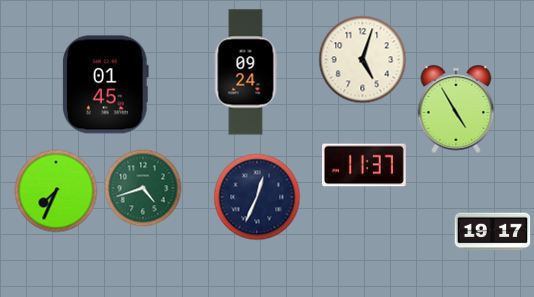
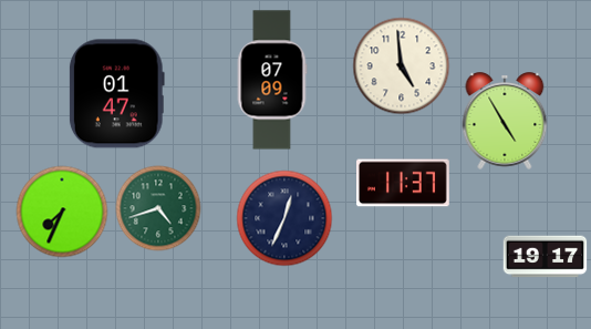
clock at (363, 60): 5:03 -> 4:59
clock at (246, 72): 09:24 -> 07:09
clock at (105, 85): 01:45 -> 01:47
